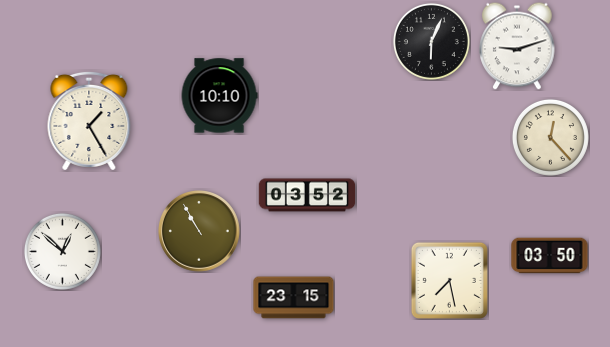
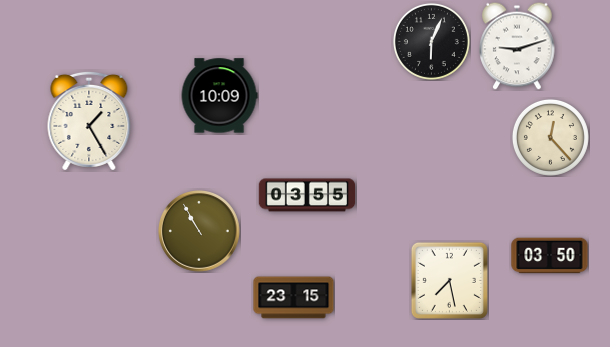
clock at (219, 96): 10:10 -> 10:09
clock at (307, 195): 03:52 -> 03:55
clock at (62, 251): 12:52 -> none
